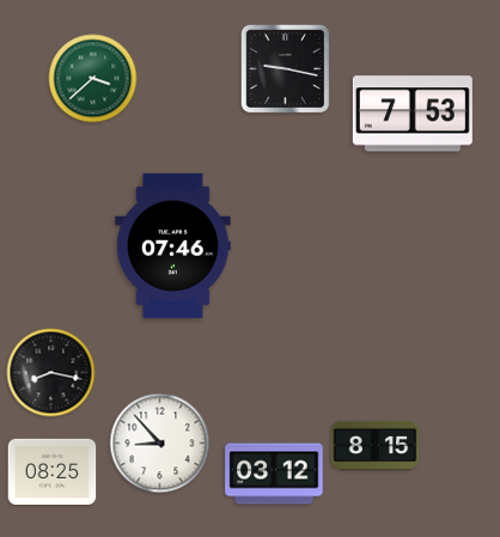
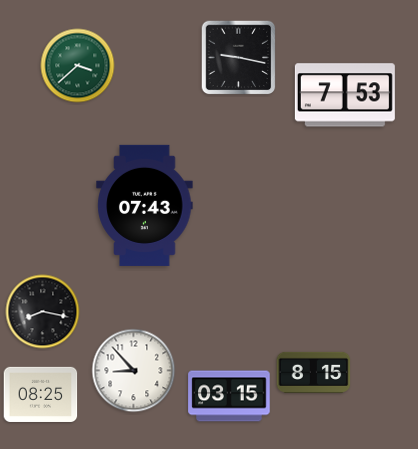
clock at (173, 245): 07:46 -> 07:43
clock at (53, 471) position: (53, 471) -> (41, 394)
clock at (274, 474): 03:12 -> 03:15
